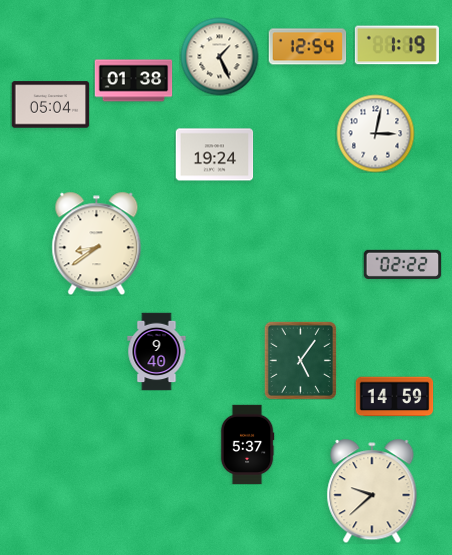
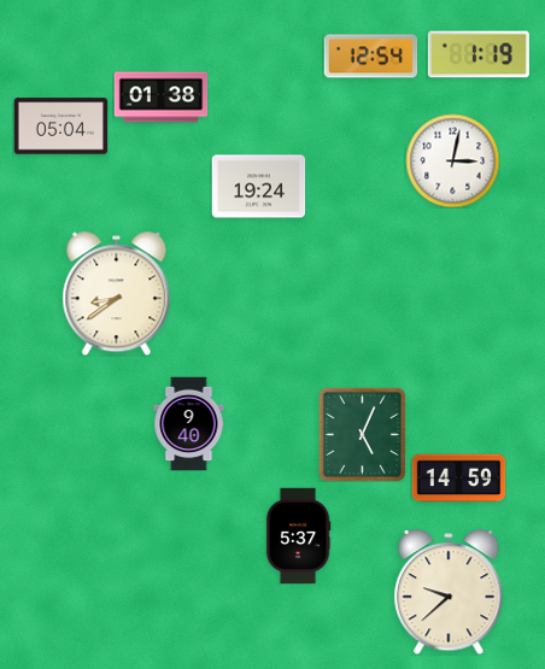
clock at (219, 56): 1:26 -> none
clock at (402, 264): 02:22 -> none
clock at (300, 360): 5:06 -> 5:04
clock at (394, 397) position: (394, 397) -> (458, 479)
